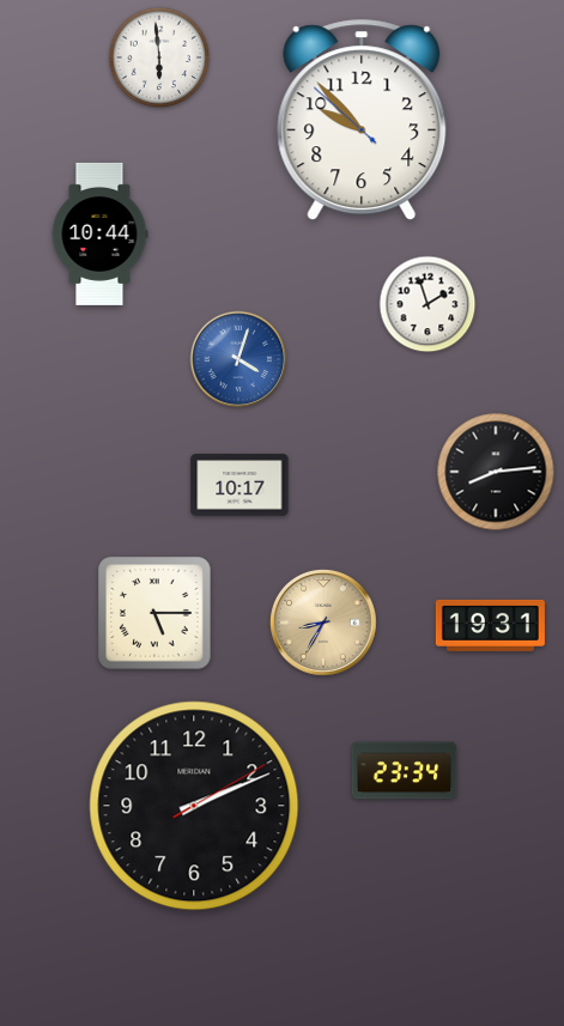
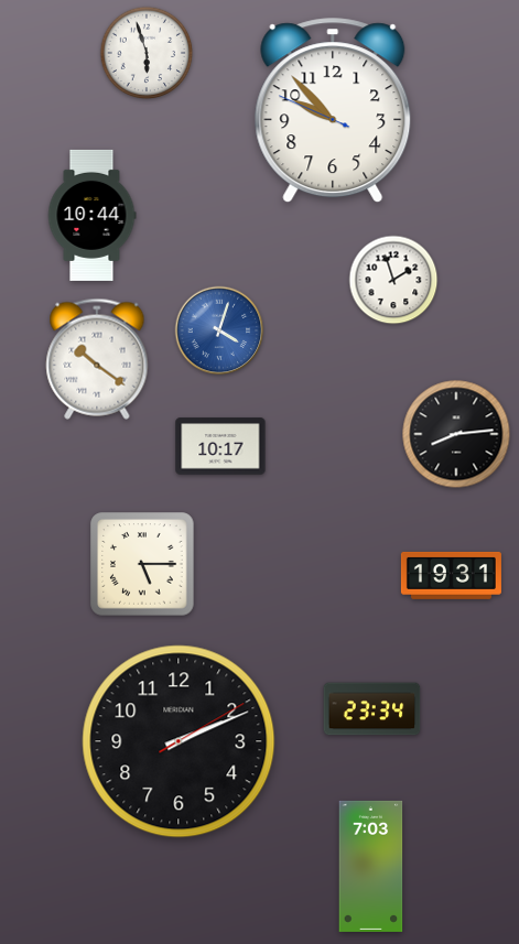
clock at (159, 57): 5:59 -> 5:57
clock at (362, 121): 9:52:52 -> 9:52:49
clock at (97, 359): none -> 10:21
clock at (323, 623): 8:35 -> none
clock at (371, 866): none -> 7:03
